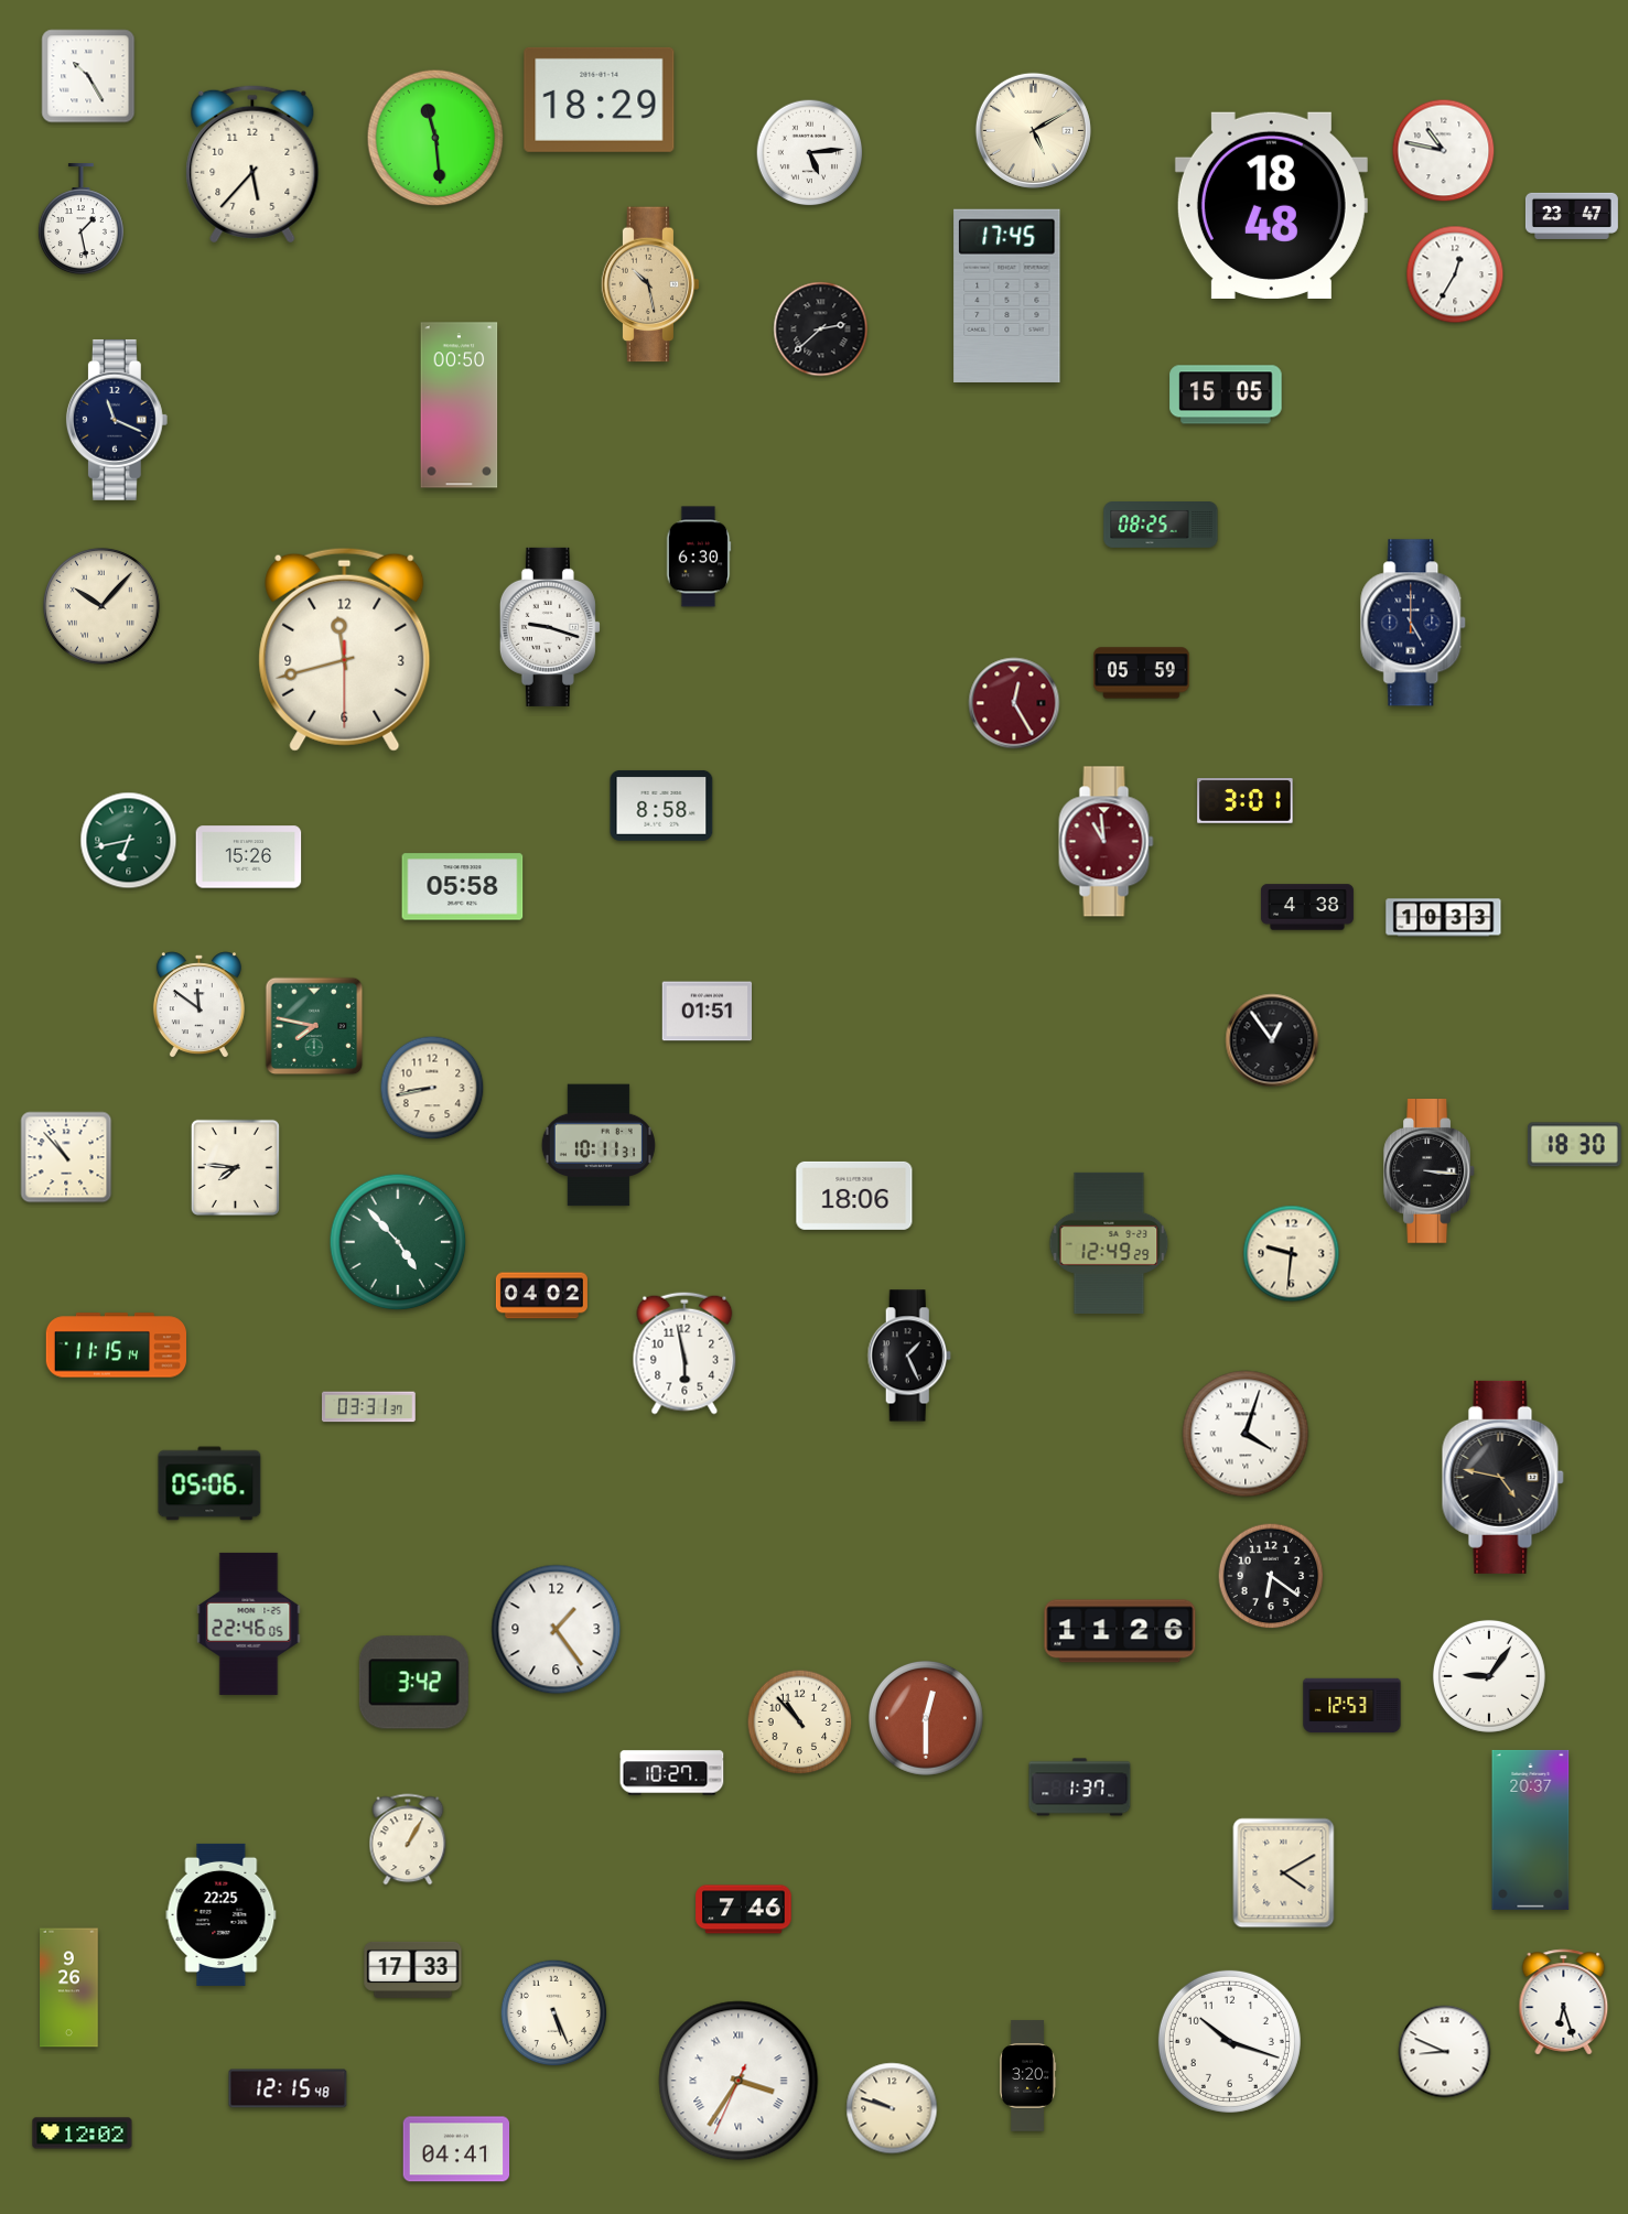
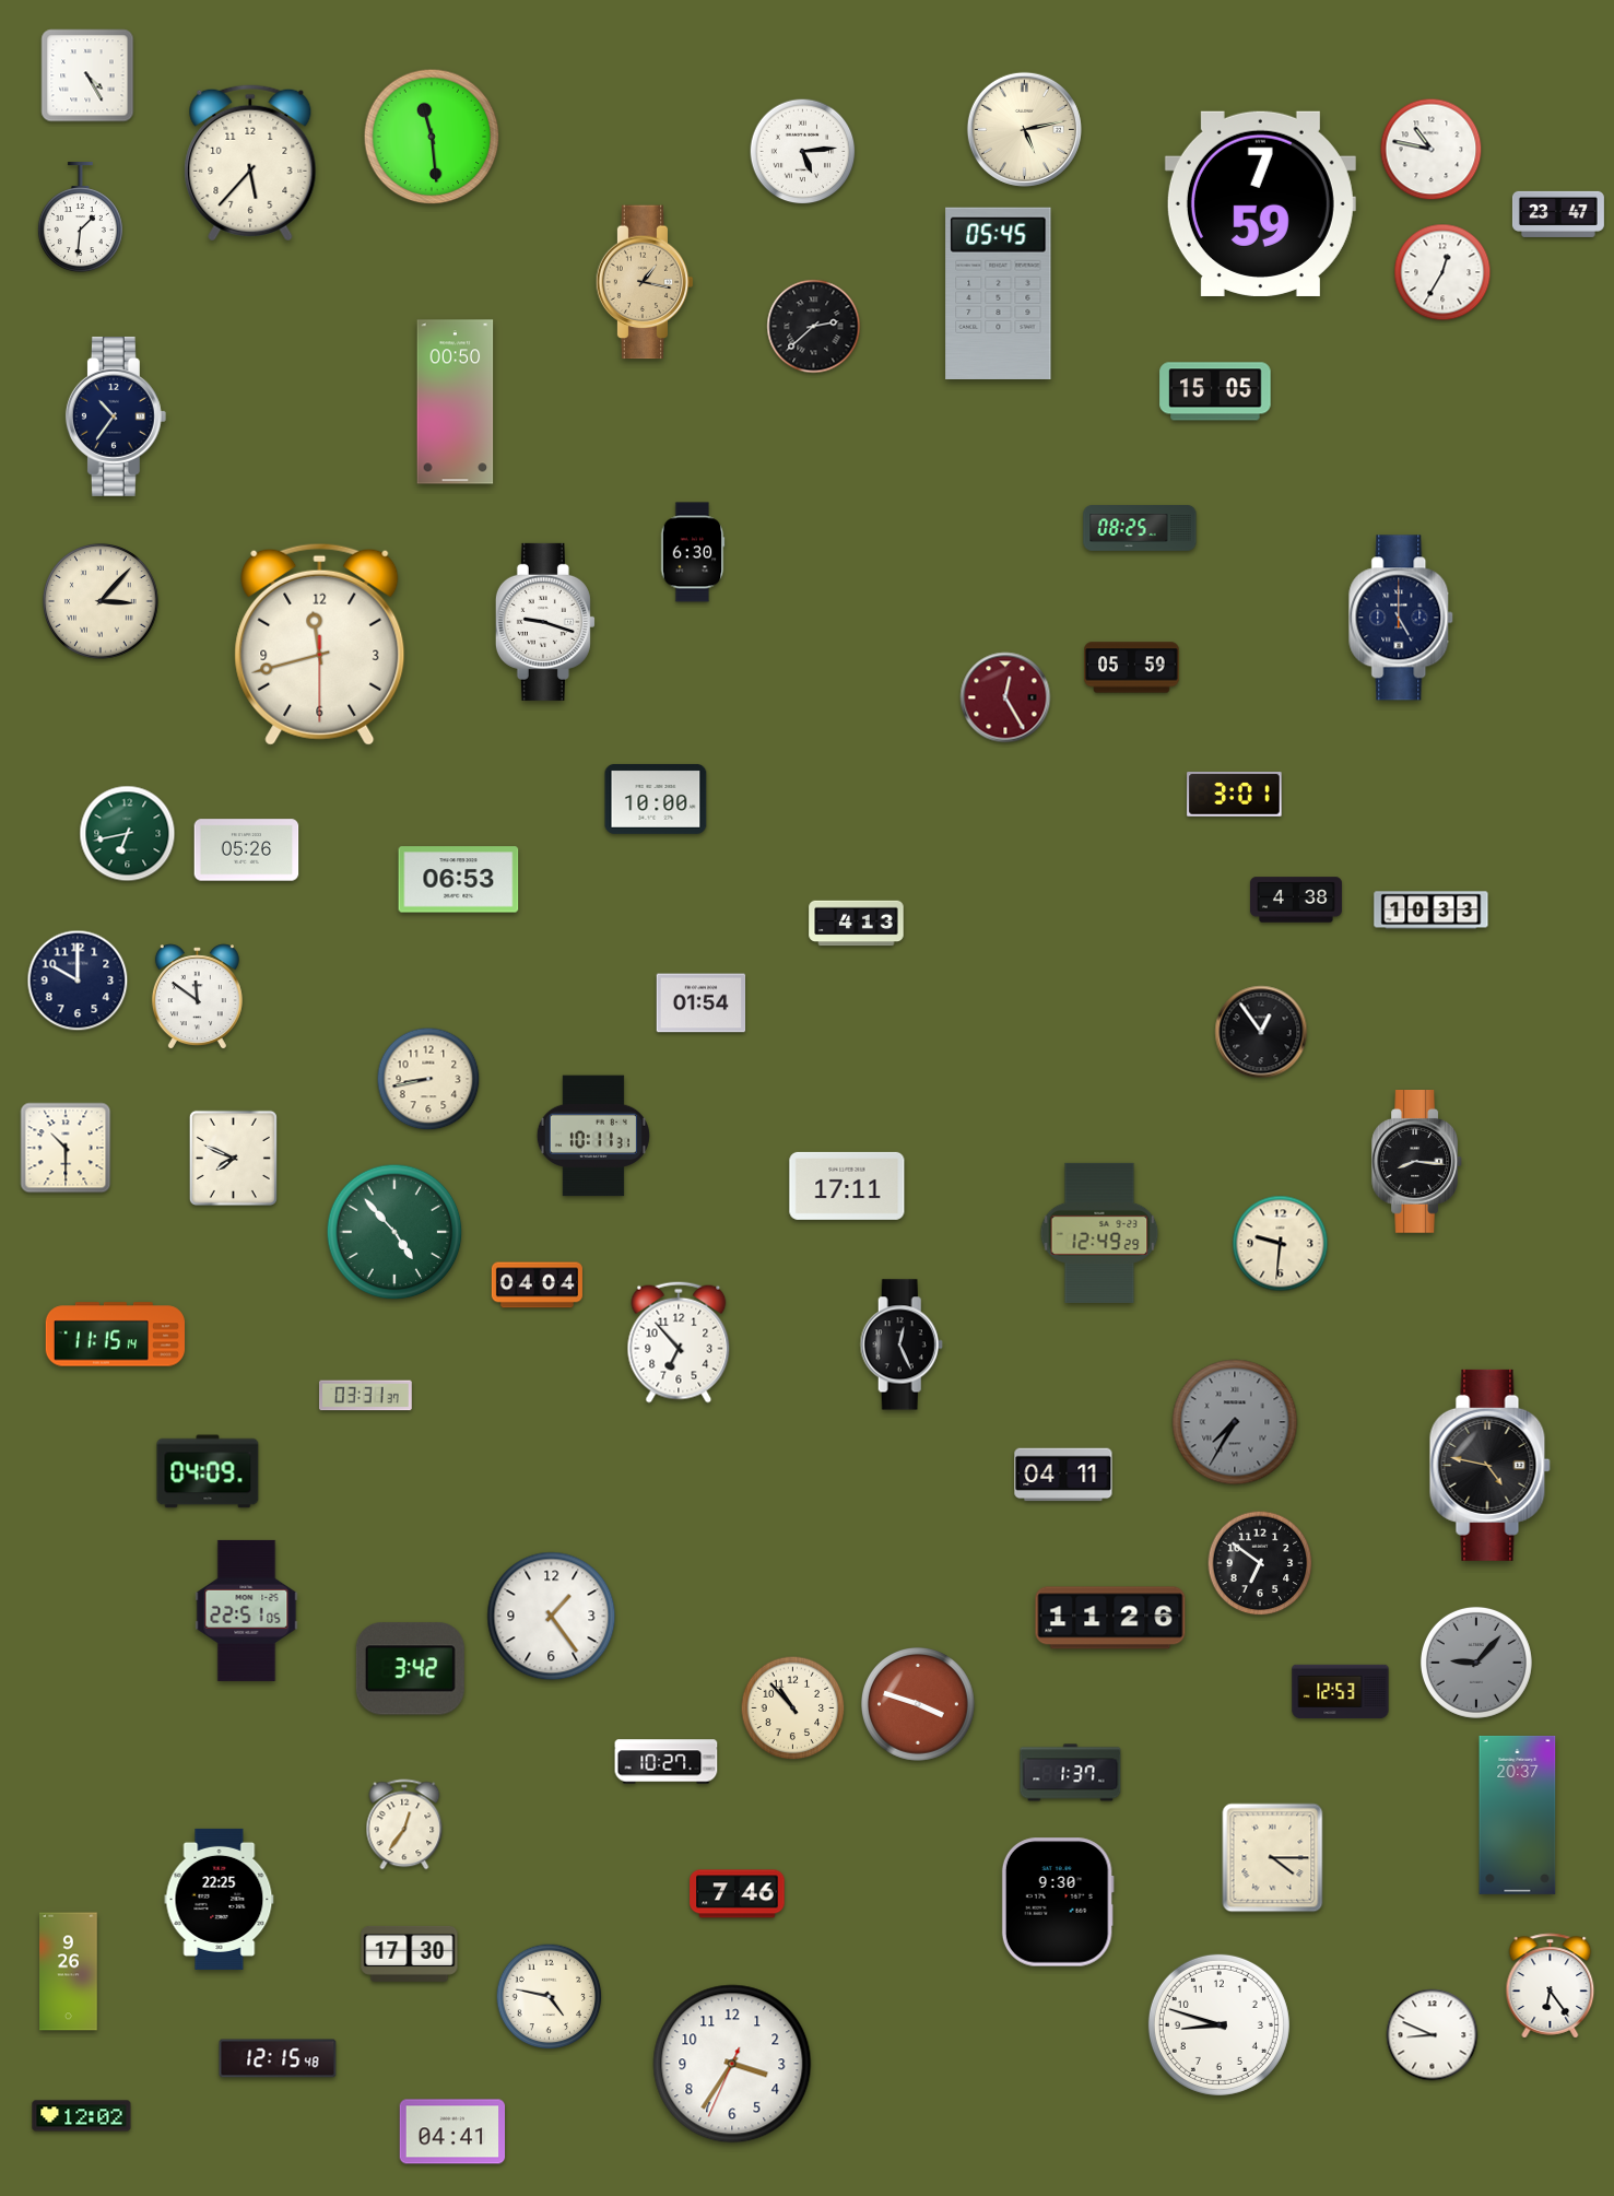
clock at (88, 76): 10:25 -> 4:25
clock at (600, 99): 18:29 -> none
clock at (1033, 130): 5:10 -> 5:13
clock at (1271, 205): 18:48 -> 7:59
clock at (80, 219): 1:28 -> 1:31
clock at (650, 284): 10:28 -> 1:17
clock at (1007, 295): 17:45 -> 05:45
clock at (117, 420): 11:19 -> 10:36
clock at (1161, 526) position: (1161, 526) -> (1140, 529)
clock at (101, 606): 10:07 -> 3:07
clock at (345, 649) position: (345, 649) -> (320, 644)
clock at (661, 806): 8:58 -> 10:00
clock at (1107, 842): 10:59 -> none
clock at (249, 857): 15:26 -> 05:26
clock at (463, 887): 05:58 -> 06:53
clock at (857, 924): none -> 4:13
clock at (78, 980): none -> 10:00
clock at (708, 1012): 01:51 -> 01:54
clock at (314, 1026): 7:47 -> none
clock at (1574, 1145): 18:30 -> none
clock at (66, 1157): 10:53 -> 10:30
clock at (235, 1167): 7:46 -> 7:49
clock at (1428, 1171): 3:16 -> 8:16
clock at (854, 1196): 18:06 -> 17:11
clock at (541, 1296): 04:02 -> 04:04
clock at (684, 1353): 5:58 -> 6:53
clock at (909, 1356): 1:26 -> 12:26
clock at (1246, 1434): 4:03 -> 7:35
clock at (1246, 1434) dial: white -> grey
clock at (209, 1483): 05:06 -> 04:09
clock at (1063, 1475): none -> 04:11
clock at (1271, 1576): 6:21 -> 6:51
clock at (249, 1623): 22:46 -> 22:51
clock at (1489, 1676): 9:06 -> 9:07
clock at (1489, 1676) dial: white -> grey
clock at (926, 1718): 12:30 -> 3:48
clock at (672, 1773) position: (672, 1773) -> (667, 1762)
clock at (408, 1839): 1:05 -> 12:36
clock at (1284, 1873): 4:10 -> 4:15
clock at (1058, 1902): none -> 9:30
clock at (413, 1969): 17:33 -> 17:30
clock at (1564, 2002): 6:27 -> 6:24
clock at (554, 2013): 5:26 -> 4:47
clock at (1229, 2041): 10:18 -> 8:48
clock at (1028, 2076): 3:20 -> none
clock at (738, 2081) numerals: Roman -> Arabic
clock at (288, 2088) position: (288, 2088) -> (278, 2058)
clock at (892, 2108): 9:48 -> none
